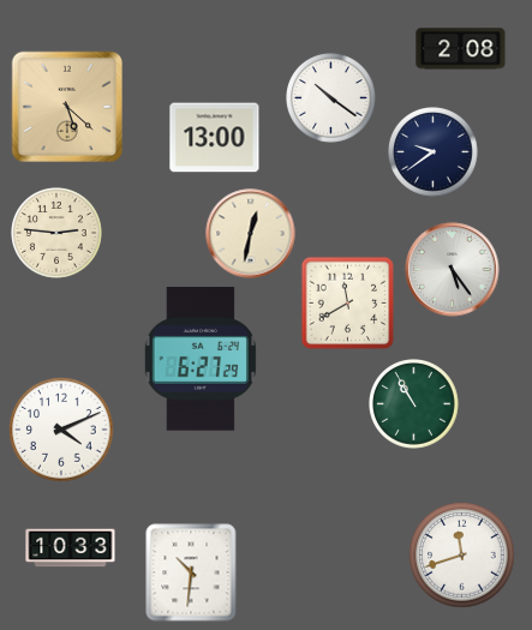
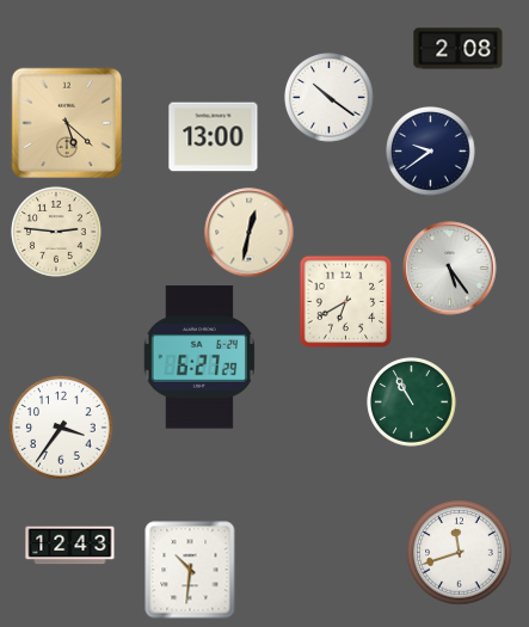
clock at (67, 107) position: (67, 107) -> (67, 123)
clock at (348, 304): 11:40 -> 6:40
clock at (61, 430): 4:11 -> 3:36
clock at (71, 548): 10:33 -> 12:43
